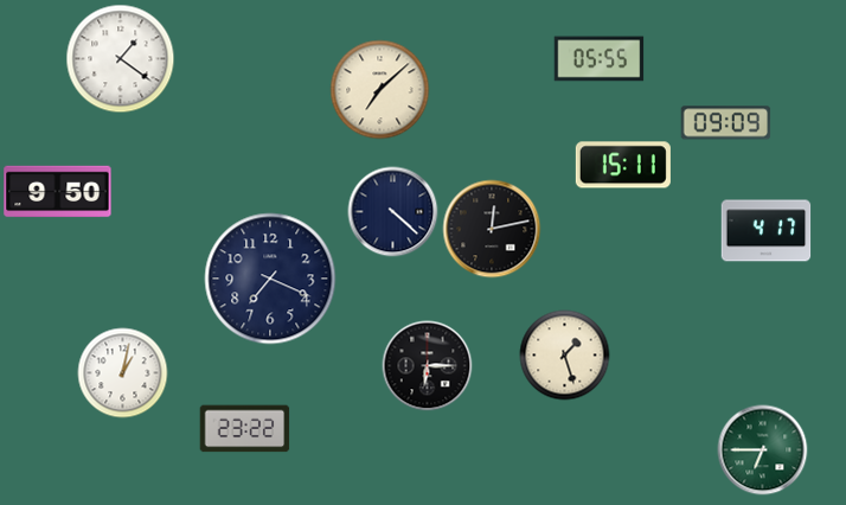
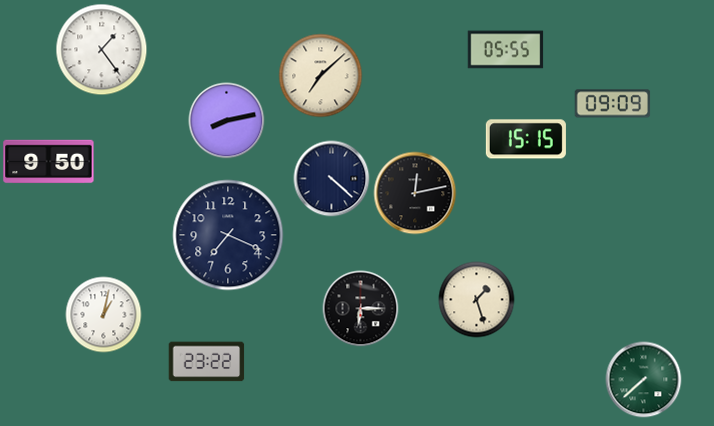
clock at (121, 59): 1:21 -> 1:24
clock at (227, 121): none -> 8:13
clock at (623, 165): 15:11 -> 15:15
clock at (767, 231): 4:17 -> none
clock at (763, 450): 6:45 -> 7:38
